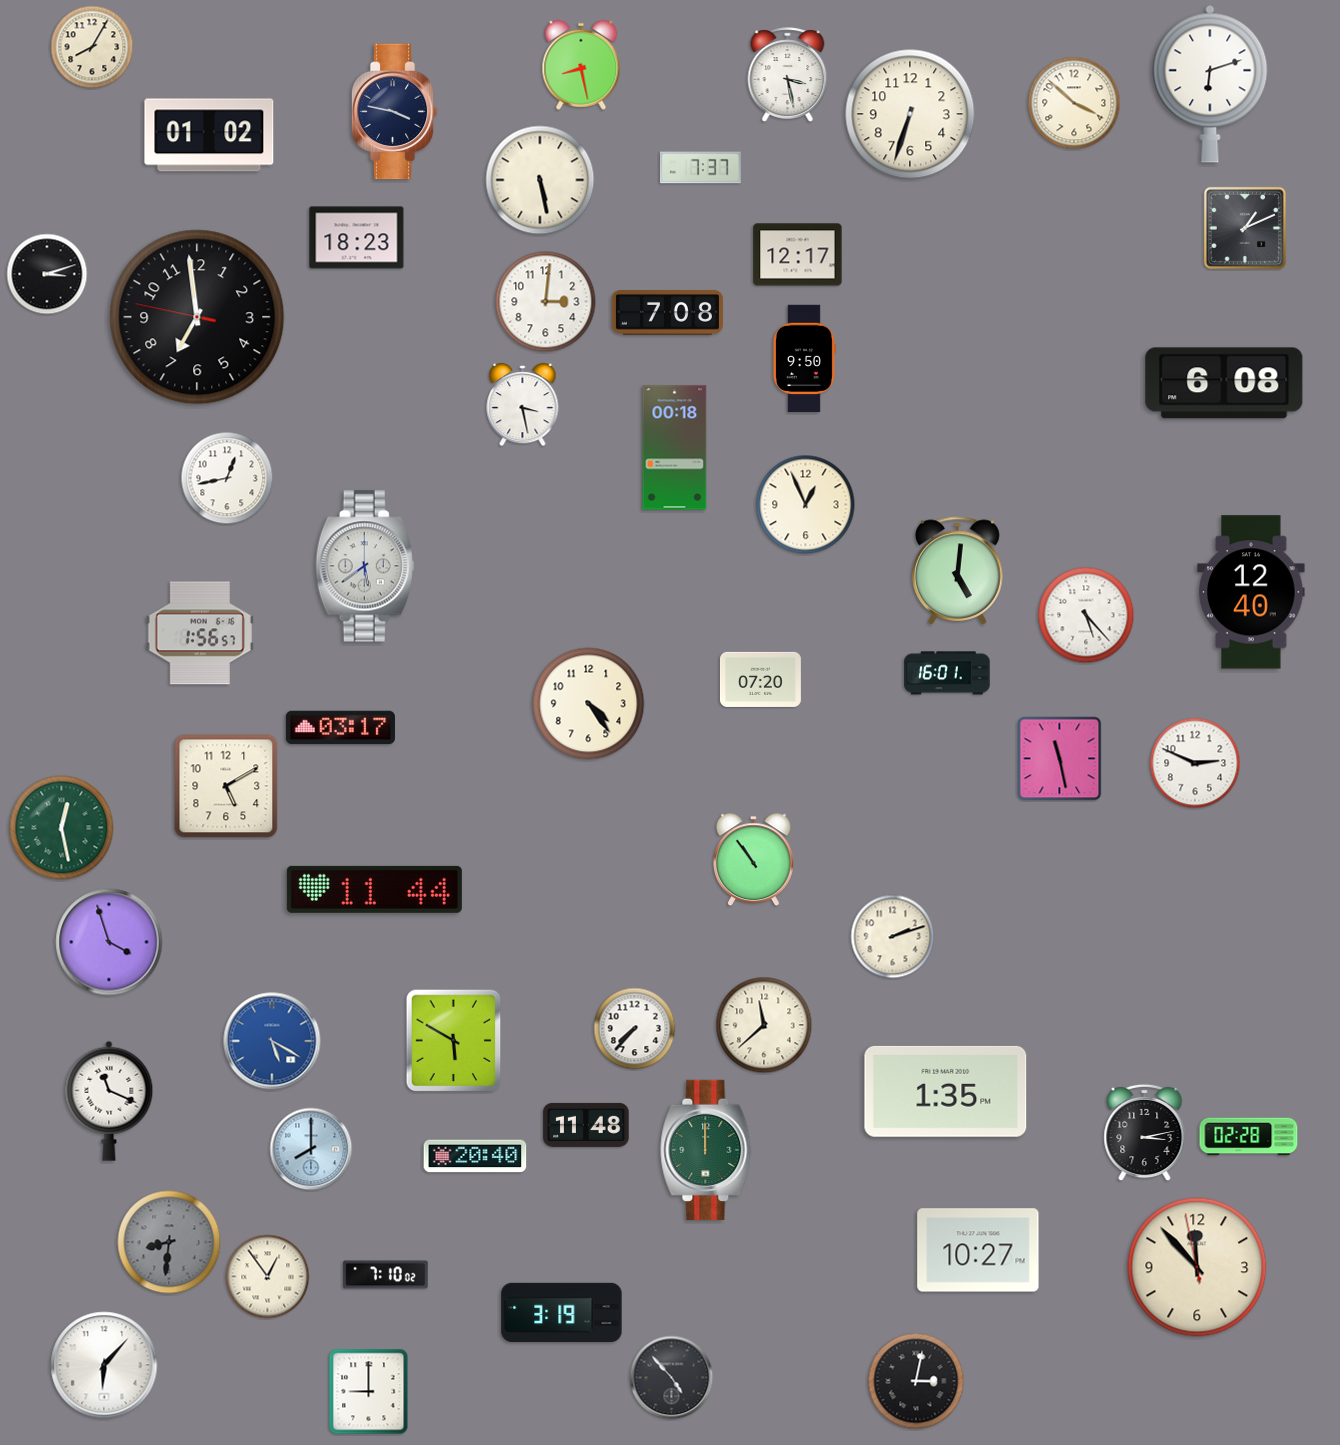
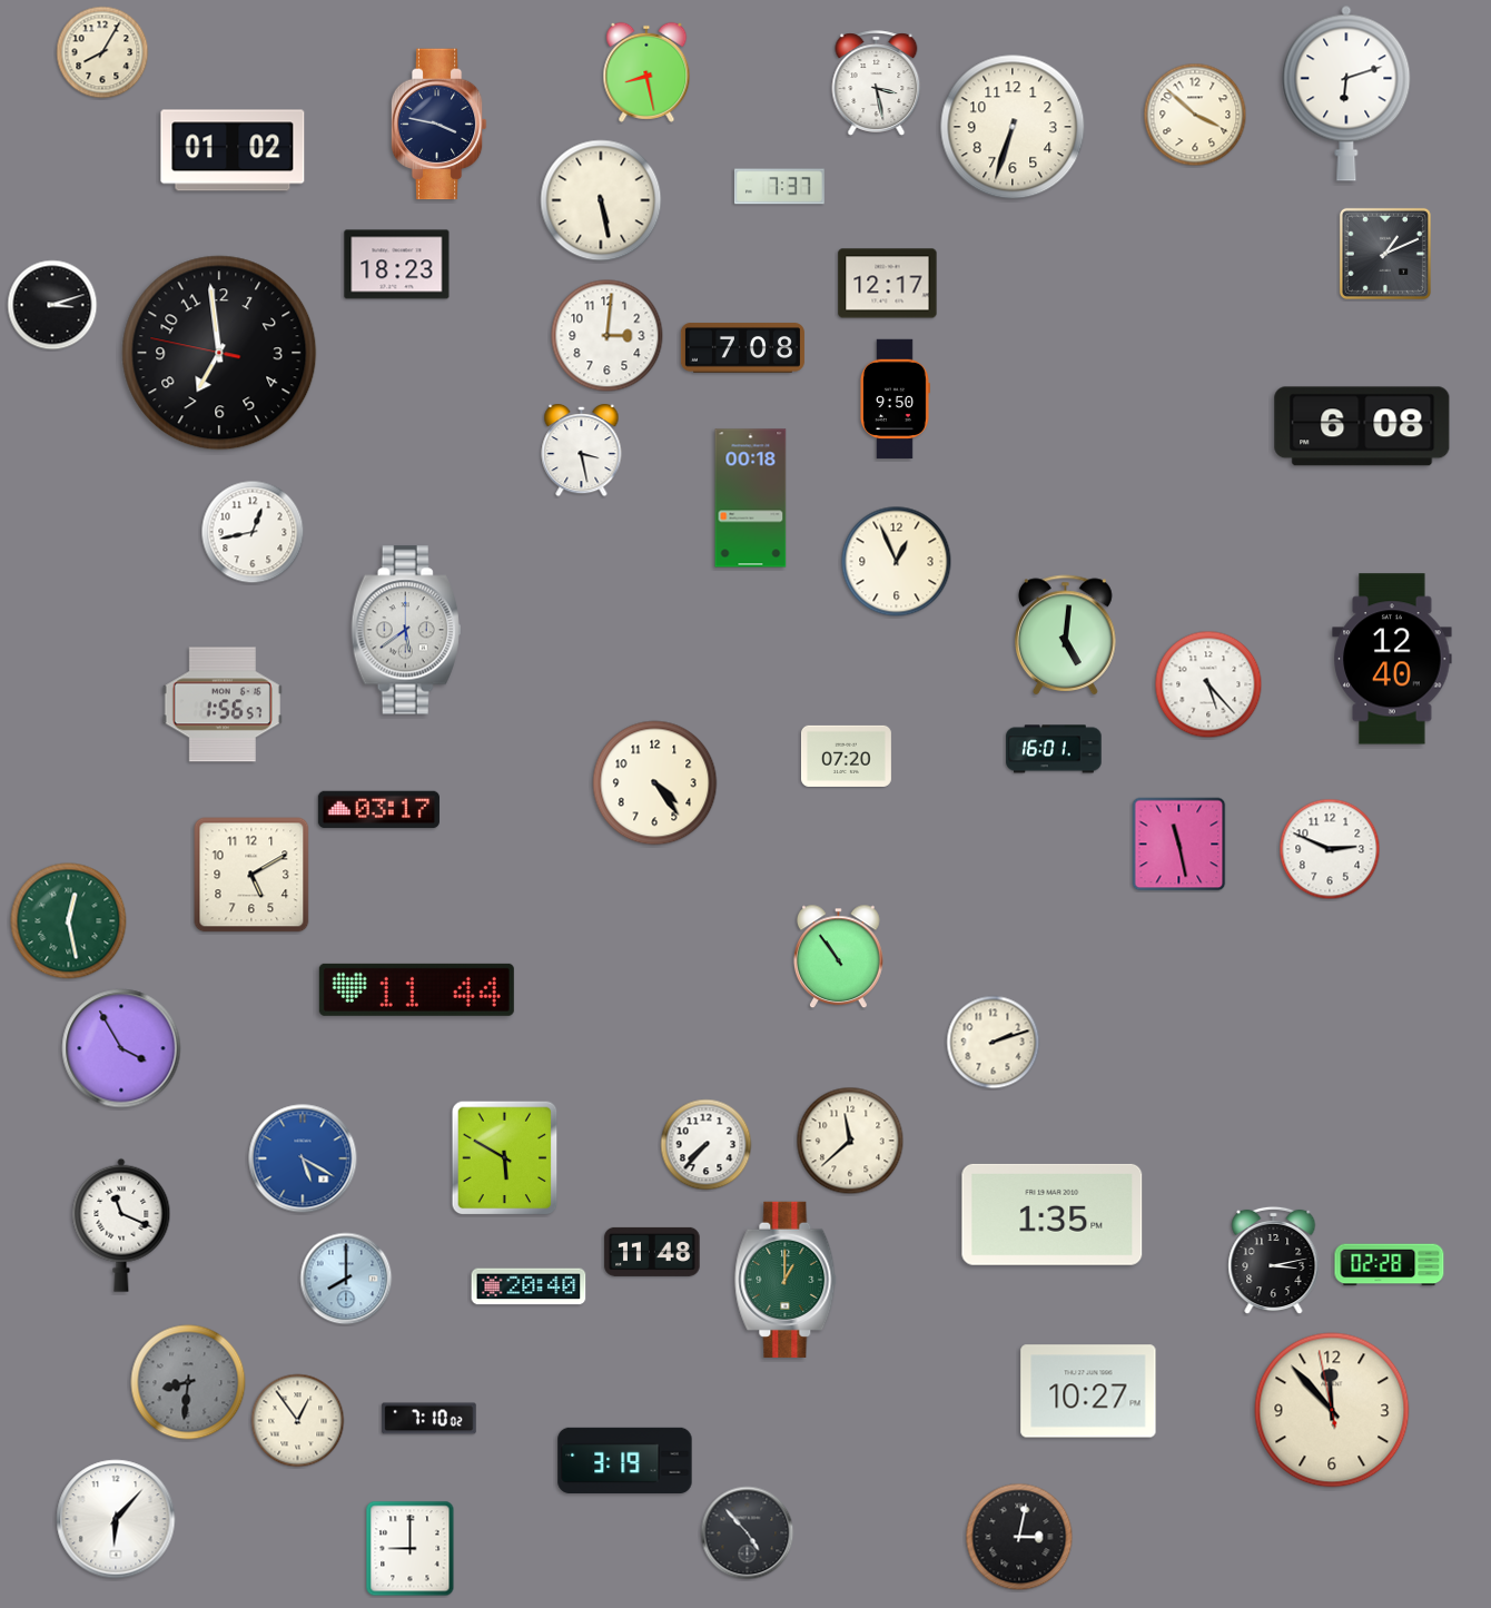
clock at (109, 942): 3:57 -> 3:55
clock at (706, 1150): 12:00 -> 1:00
